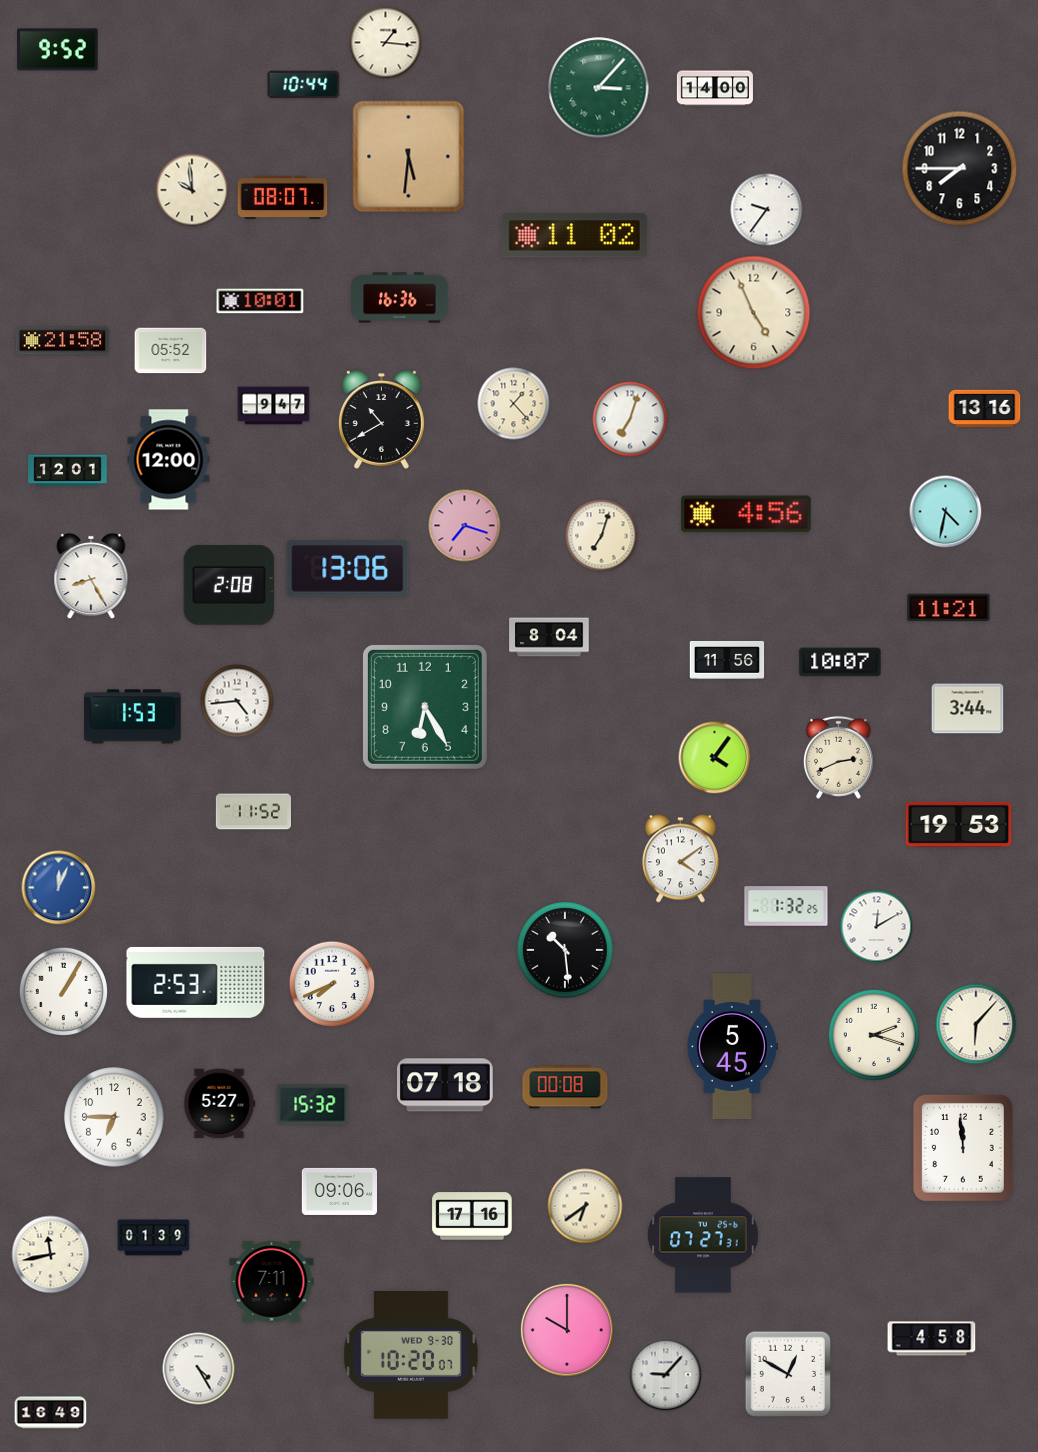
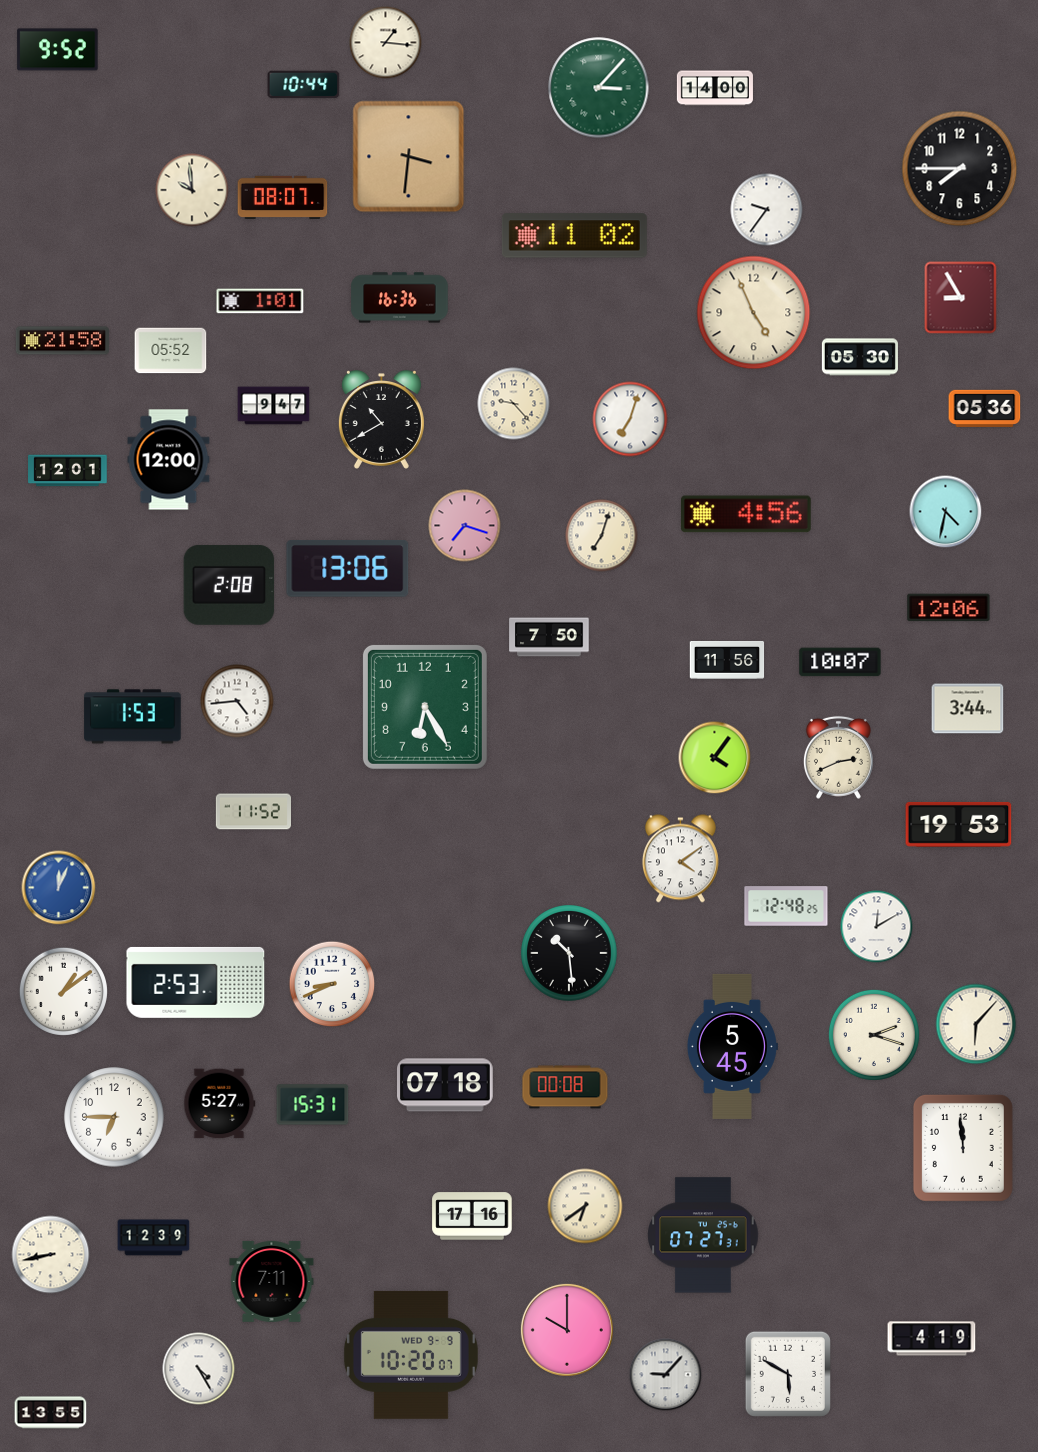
clock at (409, 157): 5:31 -> 3:31
clock at (961, 298): none -> 8:55
clock at (260, 301): 10:01 -> 1:01
clock at (860, 357): none -> 05:30
clock at (514, 404): 1:23 -> 9:23
clock at (985, 408): 13:16 -> 05:36
clock at (91, 576): 8:25 -> none
clock at (949, 608): 11:21 -> 12:06
clock at (549, 637): 8:04 -> 7:50
clock at (786, 906): 1:32 -> 12:48
clock at (565, 950) position: (565, 950) -> (569, 953)
clock at (332, 984): 7:41 -> 8:41
clock at (63, 991): 1:05 -> 1:09
clock at (313, 1105): 15:32 -> 15:31
clock at (339, 1191): 09:06 -> none
clock at (154, 1238): 01:39 -> 12:39
clock at (51, 1255): 11:43 -> 8:43
clock at (932, 1339): 4:58 -> 4:19
clock at (411, 1355) date: WED 9-30 -> WED 9-9
clock at (788, 1374): 12:50 -> 5:50
clock at (51, 1413): 16:49 -> 13:55
